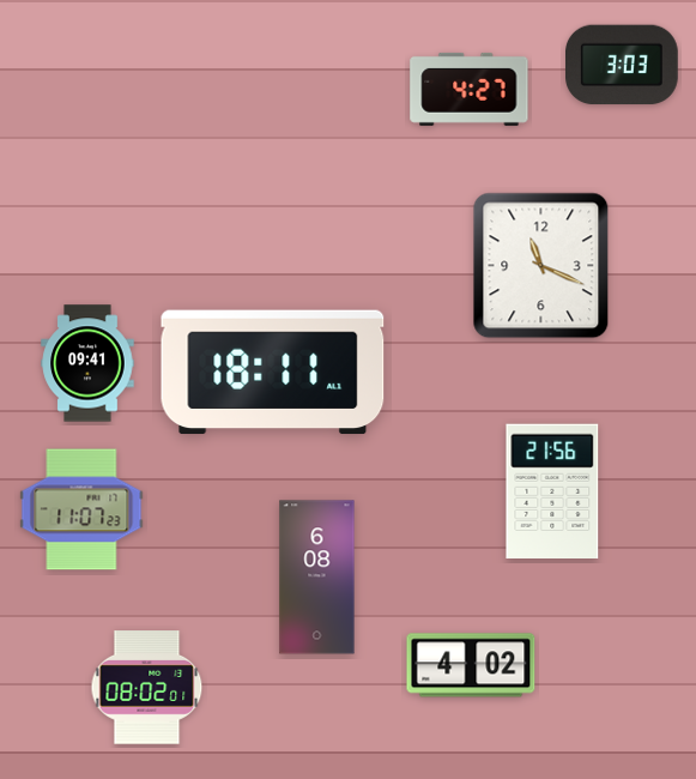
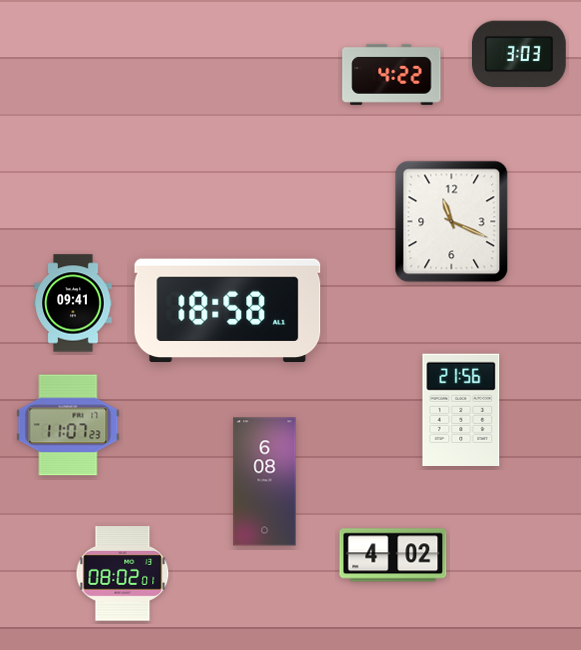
clock at (470, 89): 4:27 -> 4:22
clock at (273, 373): 18:11 -> 18:58
